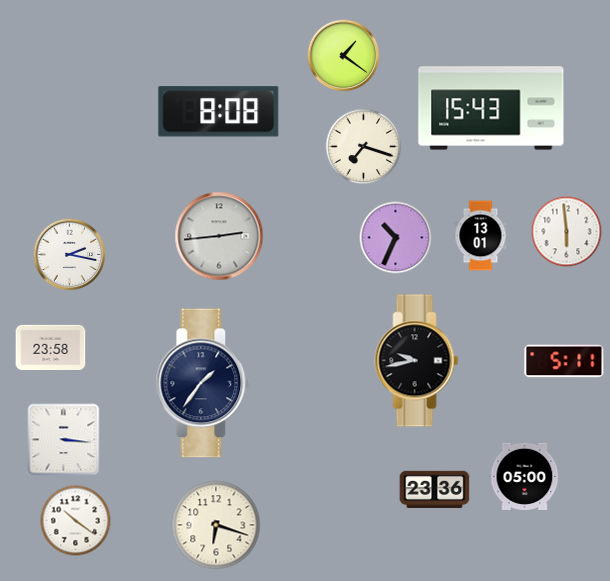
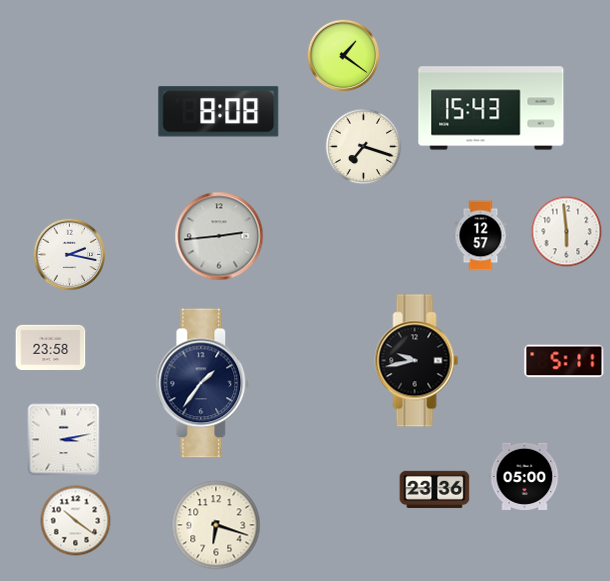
clock at (481, 236): 13:01 -> 12:57
clock at (396, 238): 10:34 -> none
clock at (64, 440): 3:16 -> 3:13
